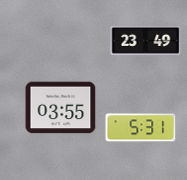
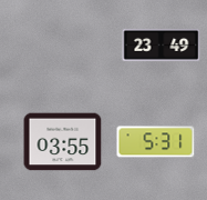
clock at (61, 108) position: (61, 108) -> (63, 142)
